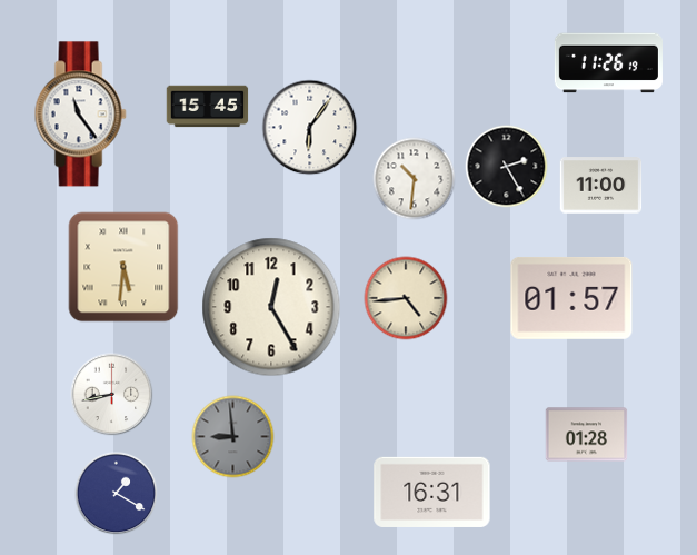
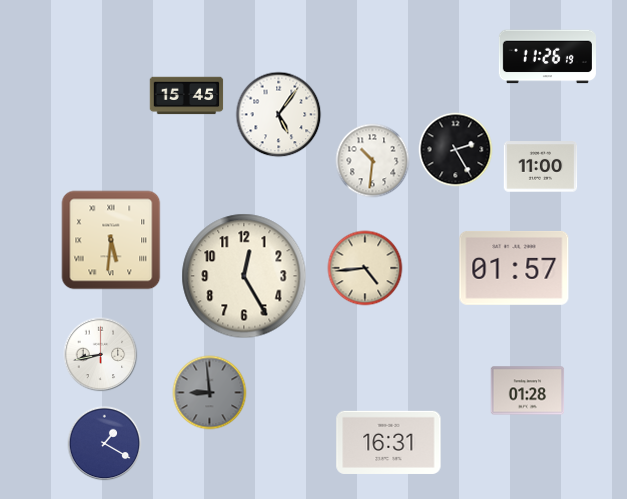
clock at (80, 115): 11:24 -> none
clock at (310, 128): 6:06 -> 5:06
